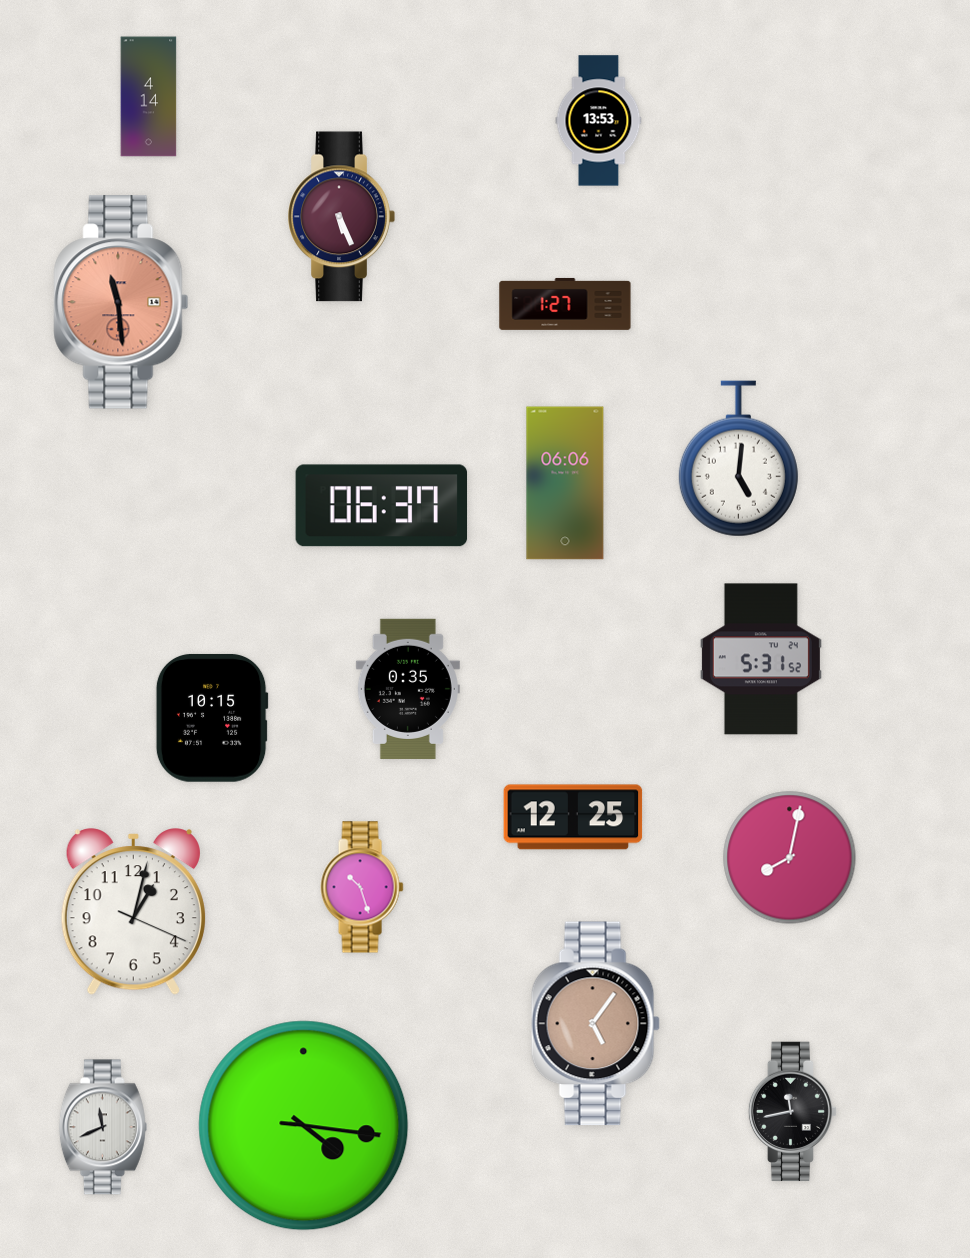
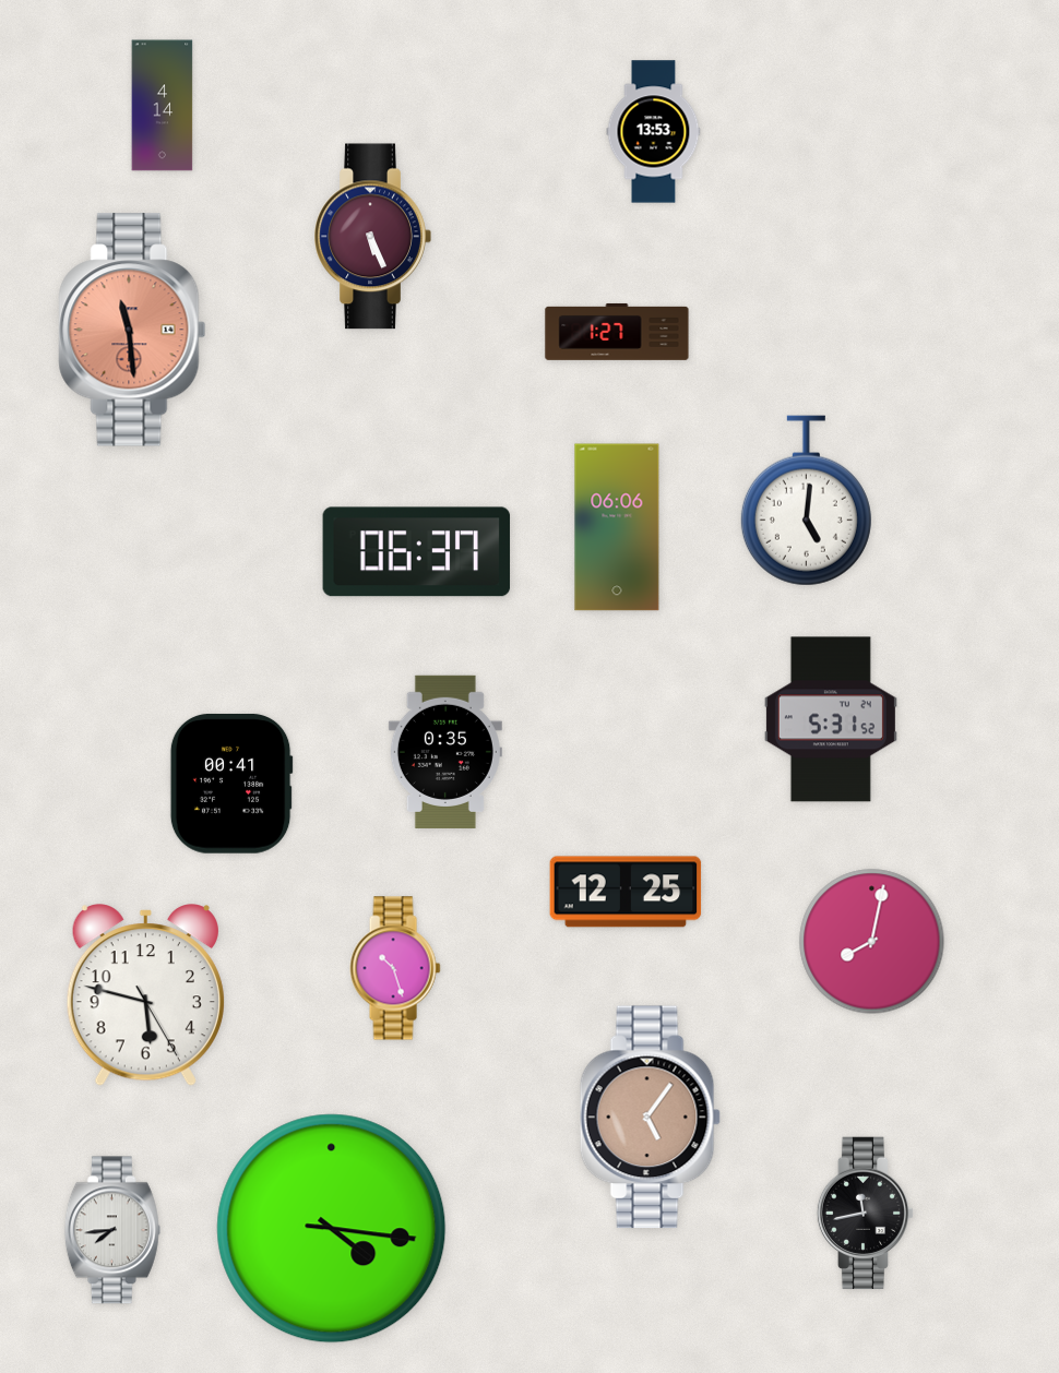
clock at (212, 718): 10:15 -> 00:41
clock at (790, 858) position: (790, 858) -> (872, 942)
clock at (133, 912): 1:02 -> 5:47
clock at (103, 1127): 11:41 -> 7:44
